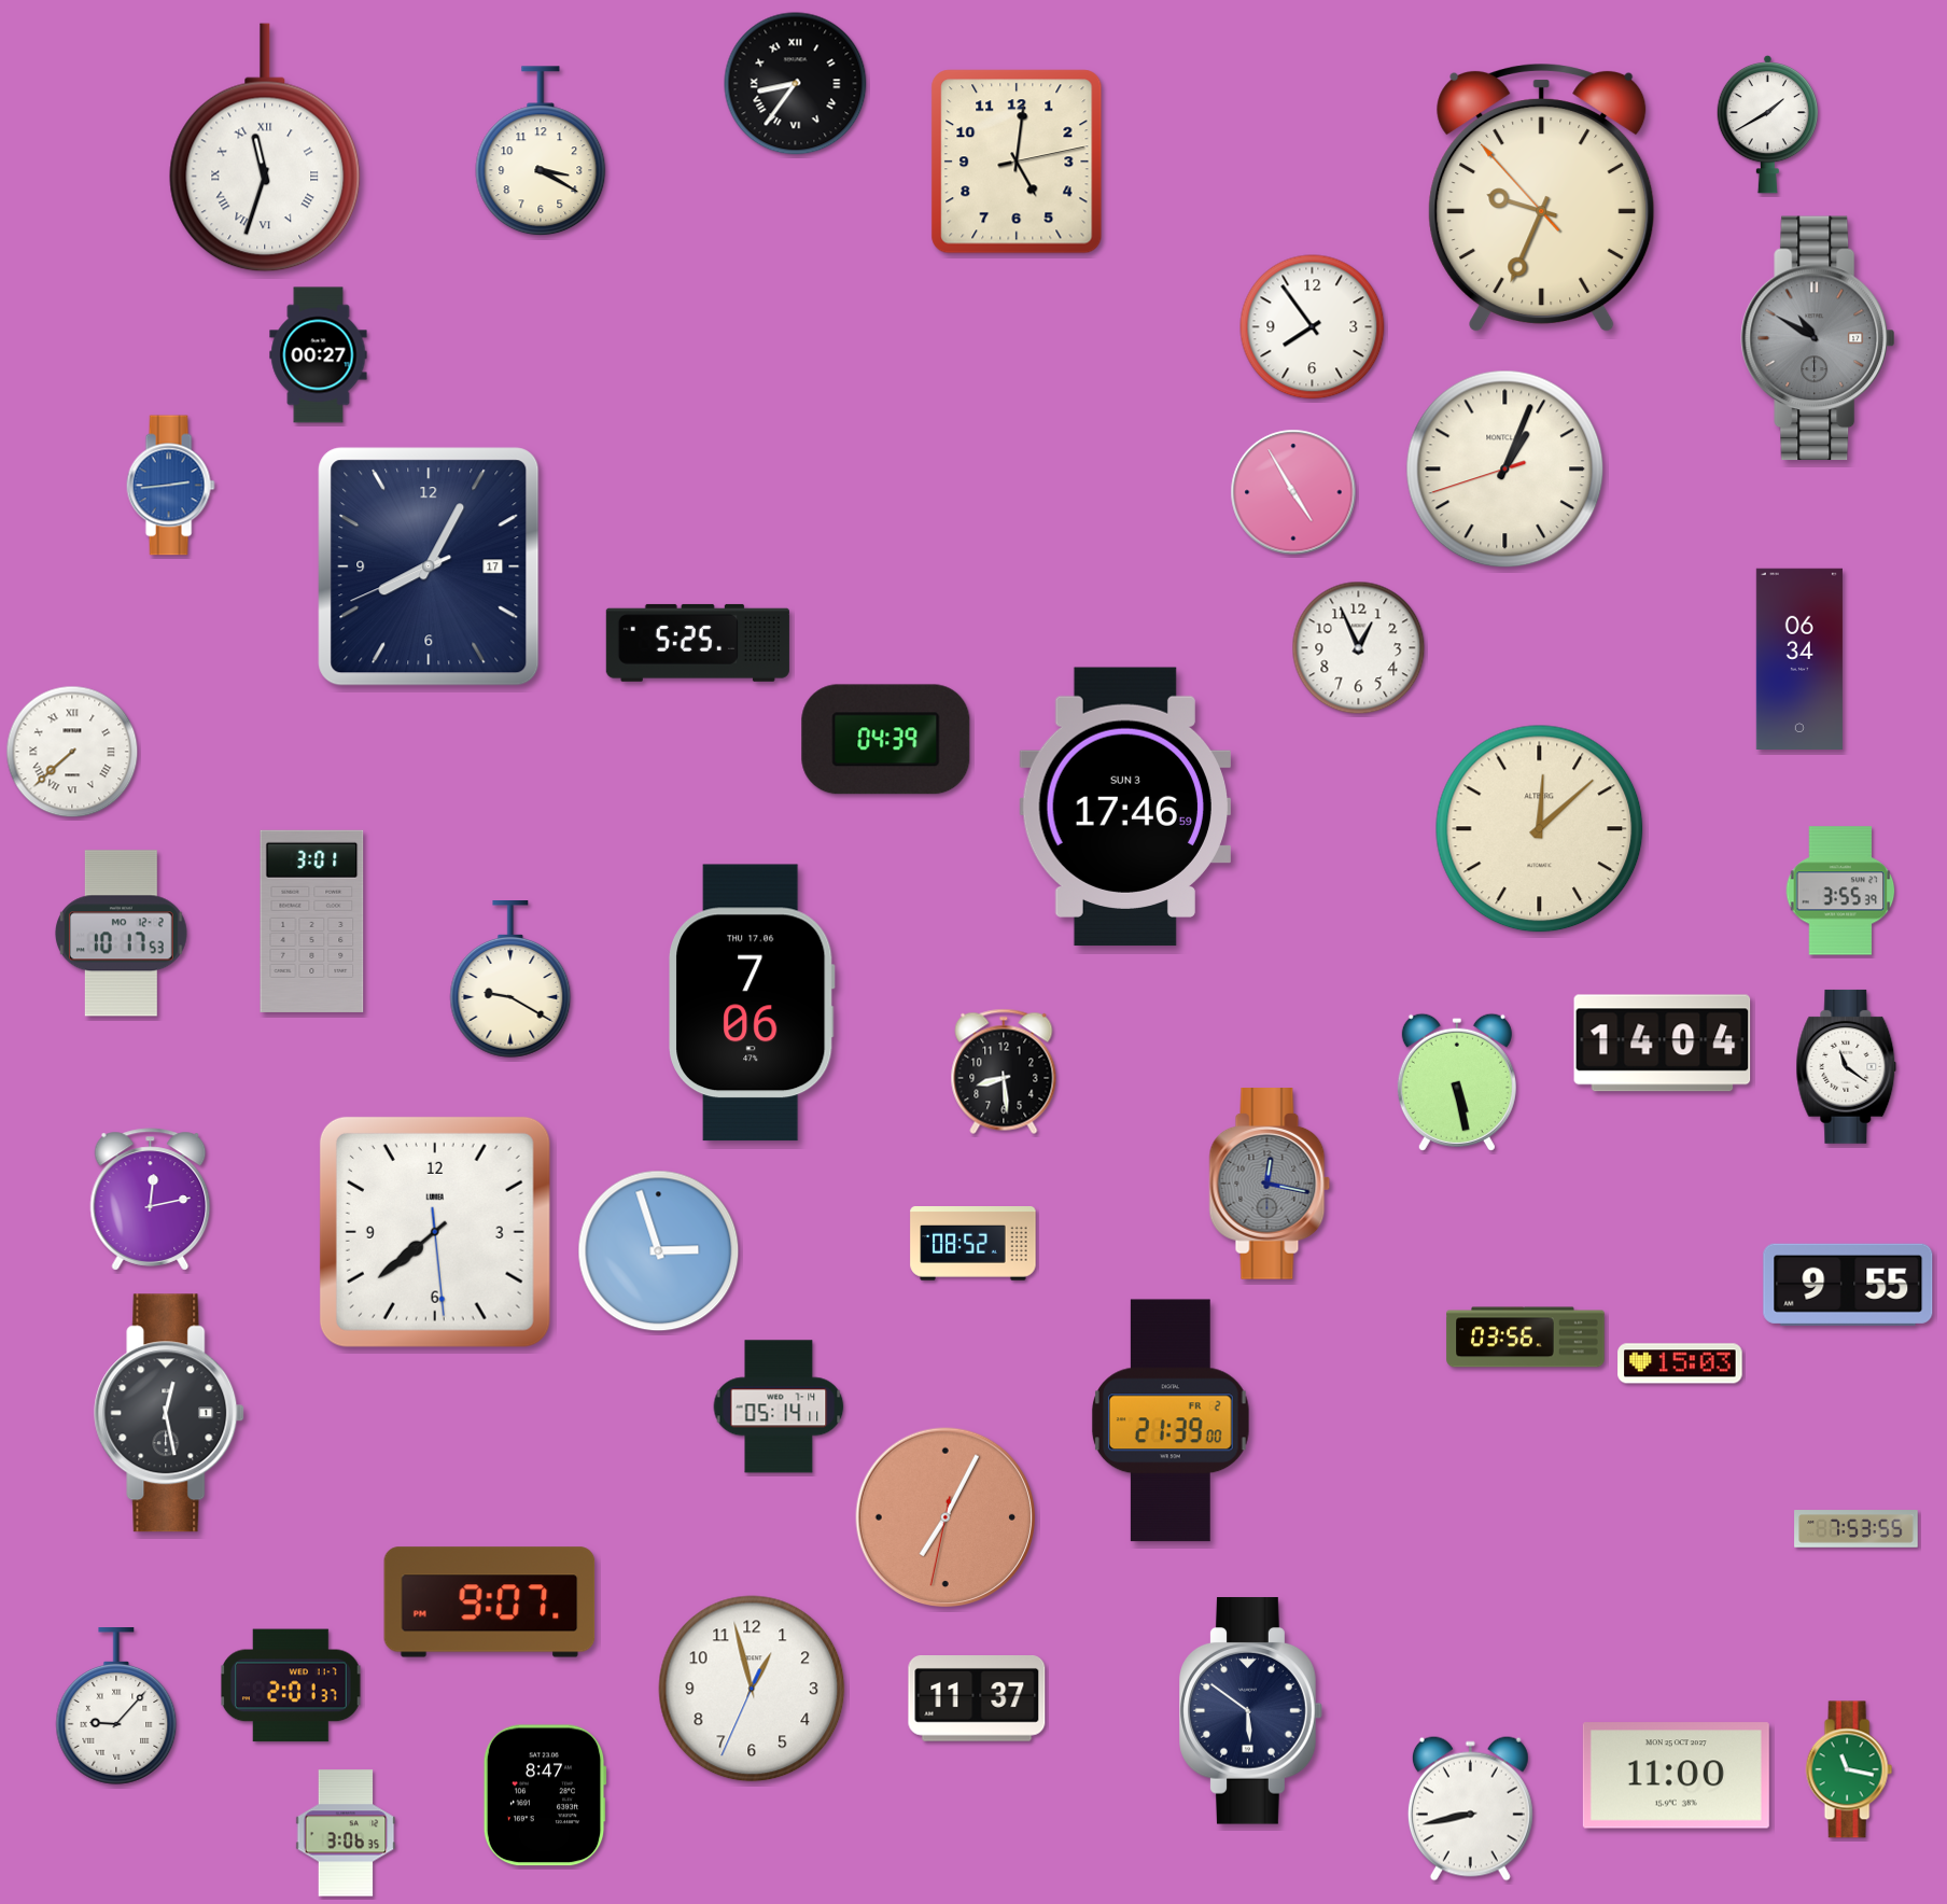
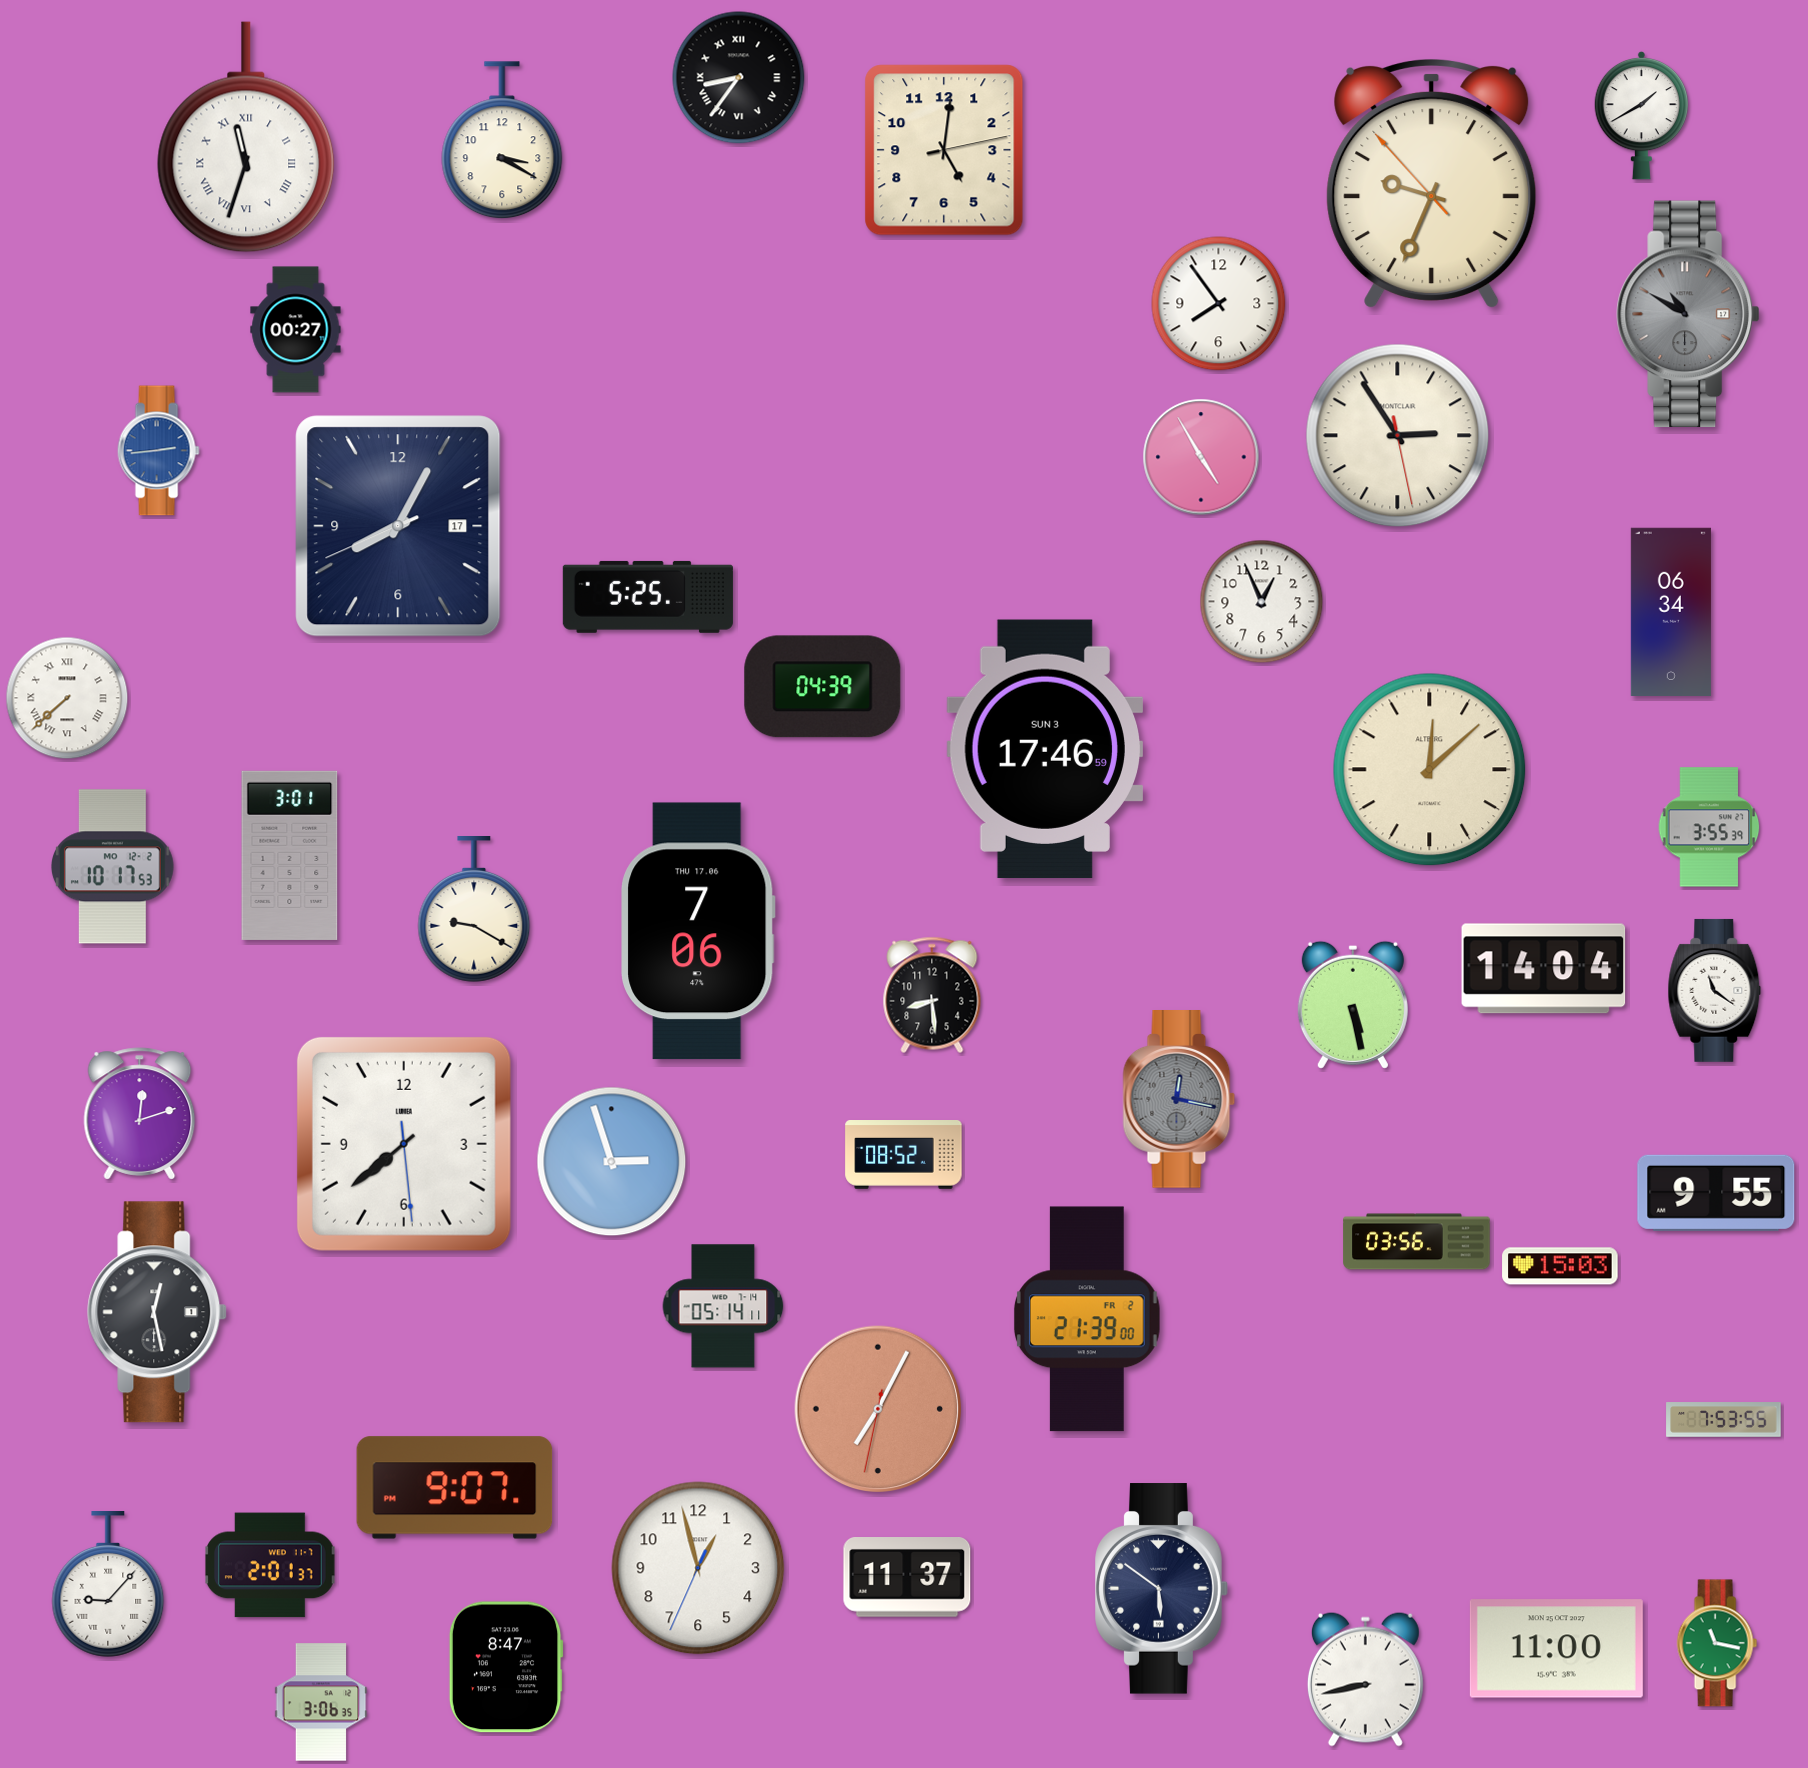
clock at (1505, 470): 1:03 -> 2:54
clock at (151, 1200): 12:13 -> 12:12
